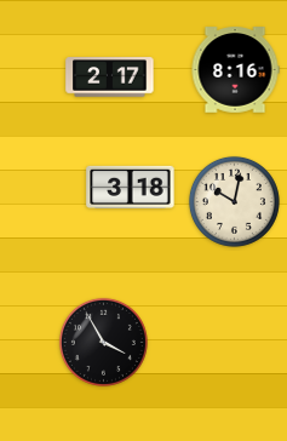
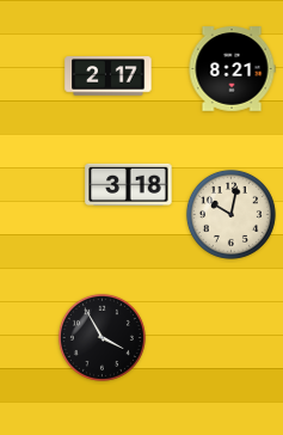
clock at (235, 70): 8:16 -> 8:21
clock at (234, 201) position: (234, 201) -> (230, 214)
